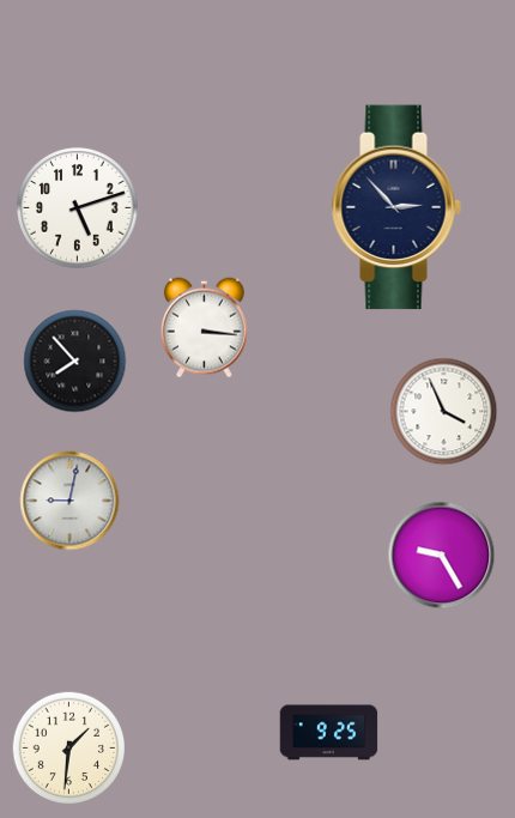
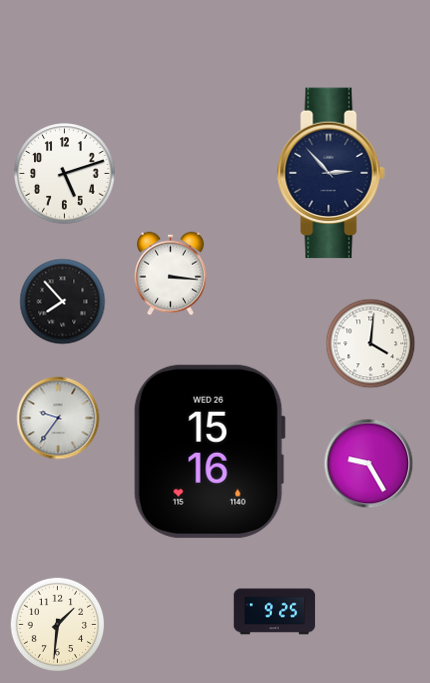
clock at (444, 412): 3:56 -> 4:01
clock at (69, 501): 9:02 -> 9:36
clock at (209, 451): none -> 15:16
